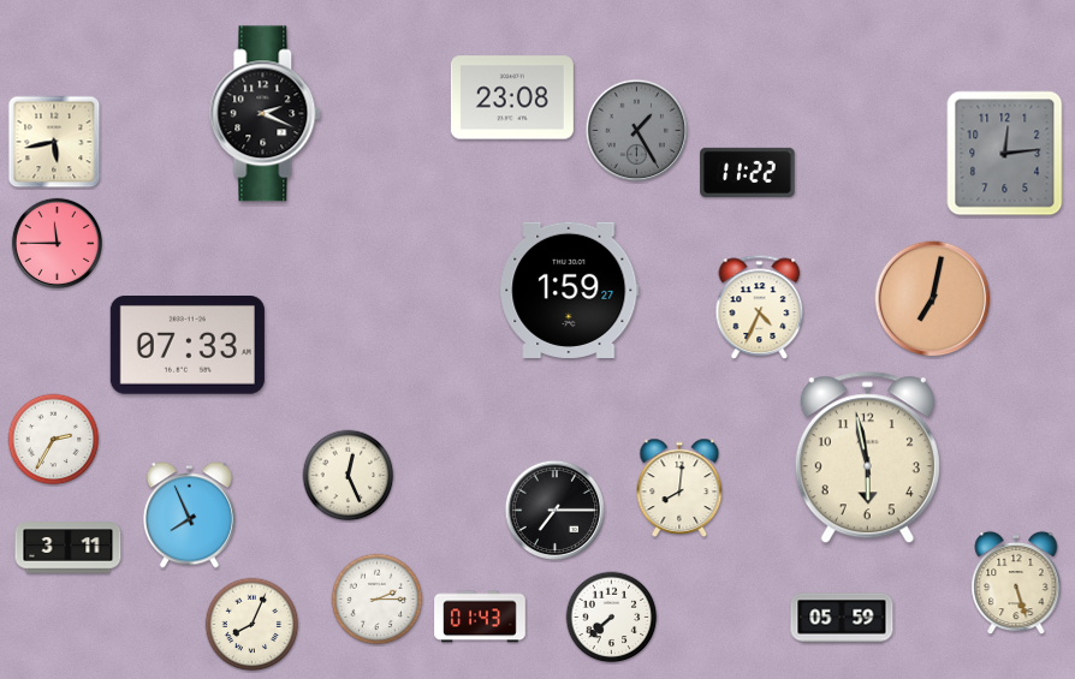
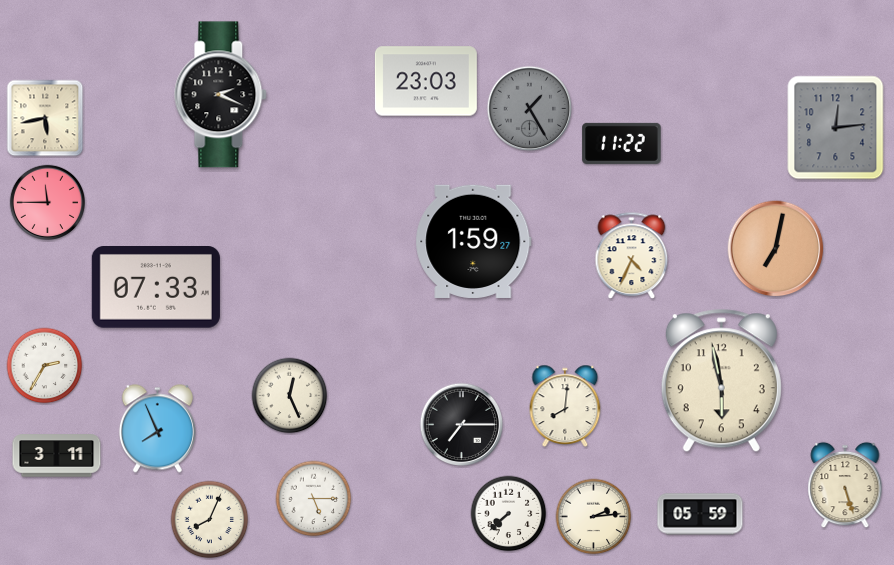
clock at (512, 97): 23:08 -> 23:03
clock at (378, 600): 2:15 -> 5:15
clock at (480, 617): 01:43 -> none
clock at (594, 517): none -> 2:14
